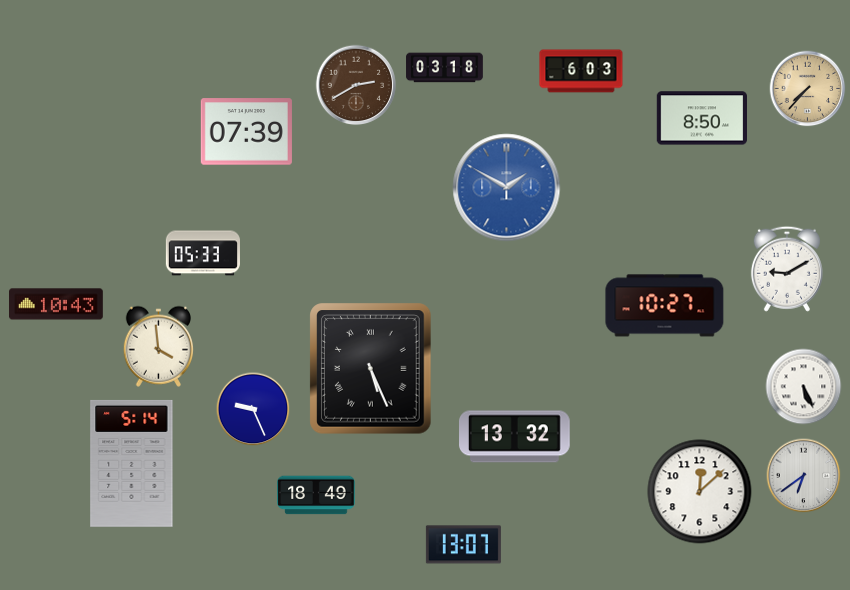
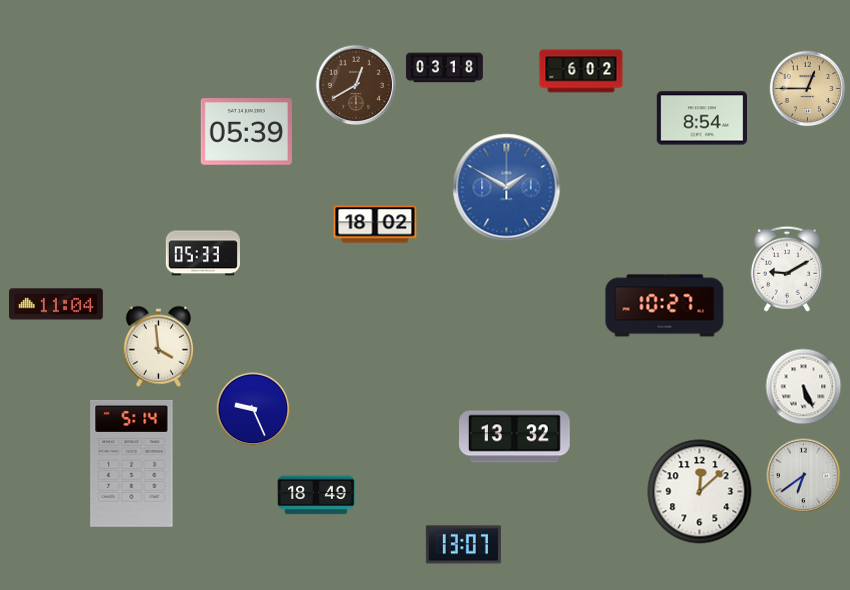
clock at (581, 71): 6:03 -> 6:02
clock at (356, 85): 2:40 -> 12:40
clock at (808, 89): 7:37 -> 12:45
clock at (701, 118): 8:50 -> 8:54
clock at (246, 132): 07:39 -> 05:39
clock at (375, 224): none -> 18:02
clock at (57, 304): 10:43 -> 11:04
clock at (371, 369): 5:26 -> none
